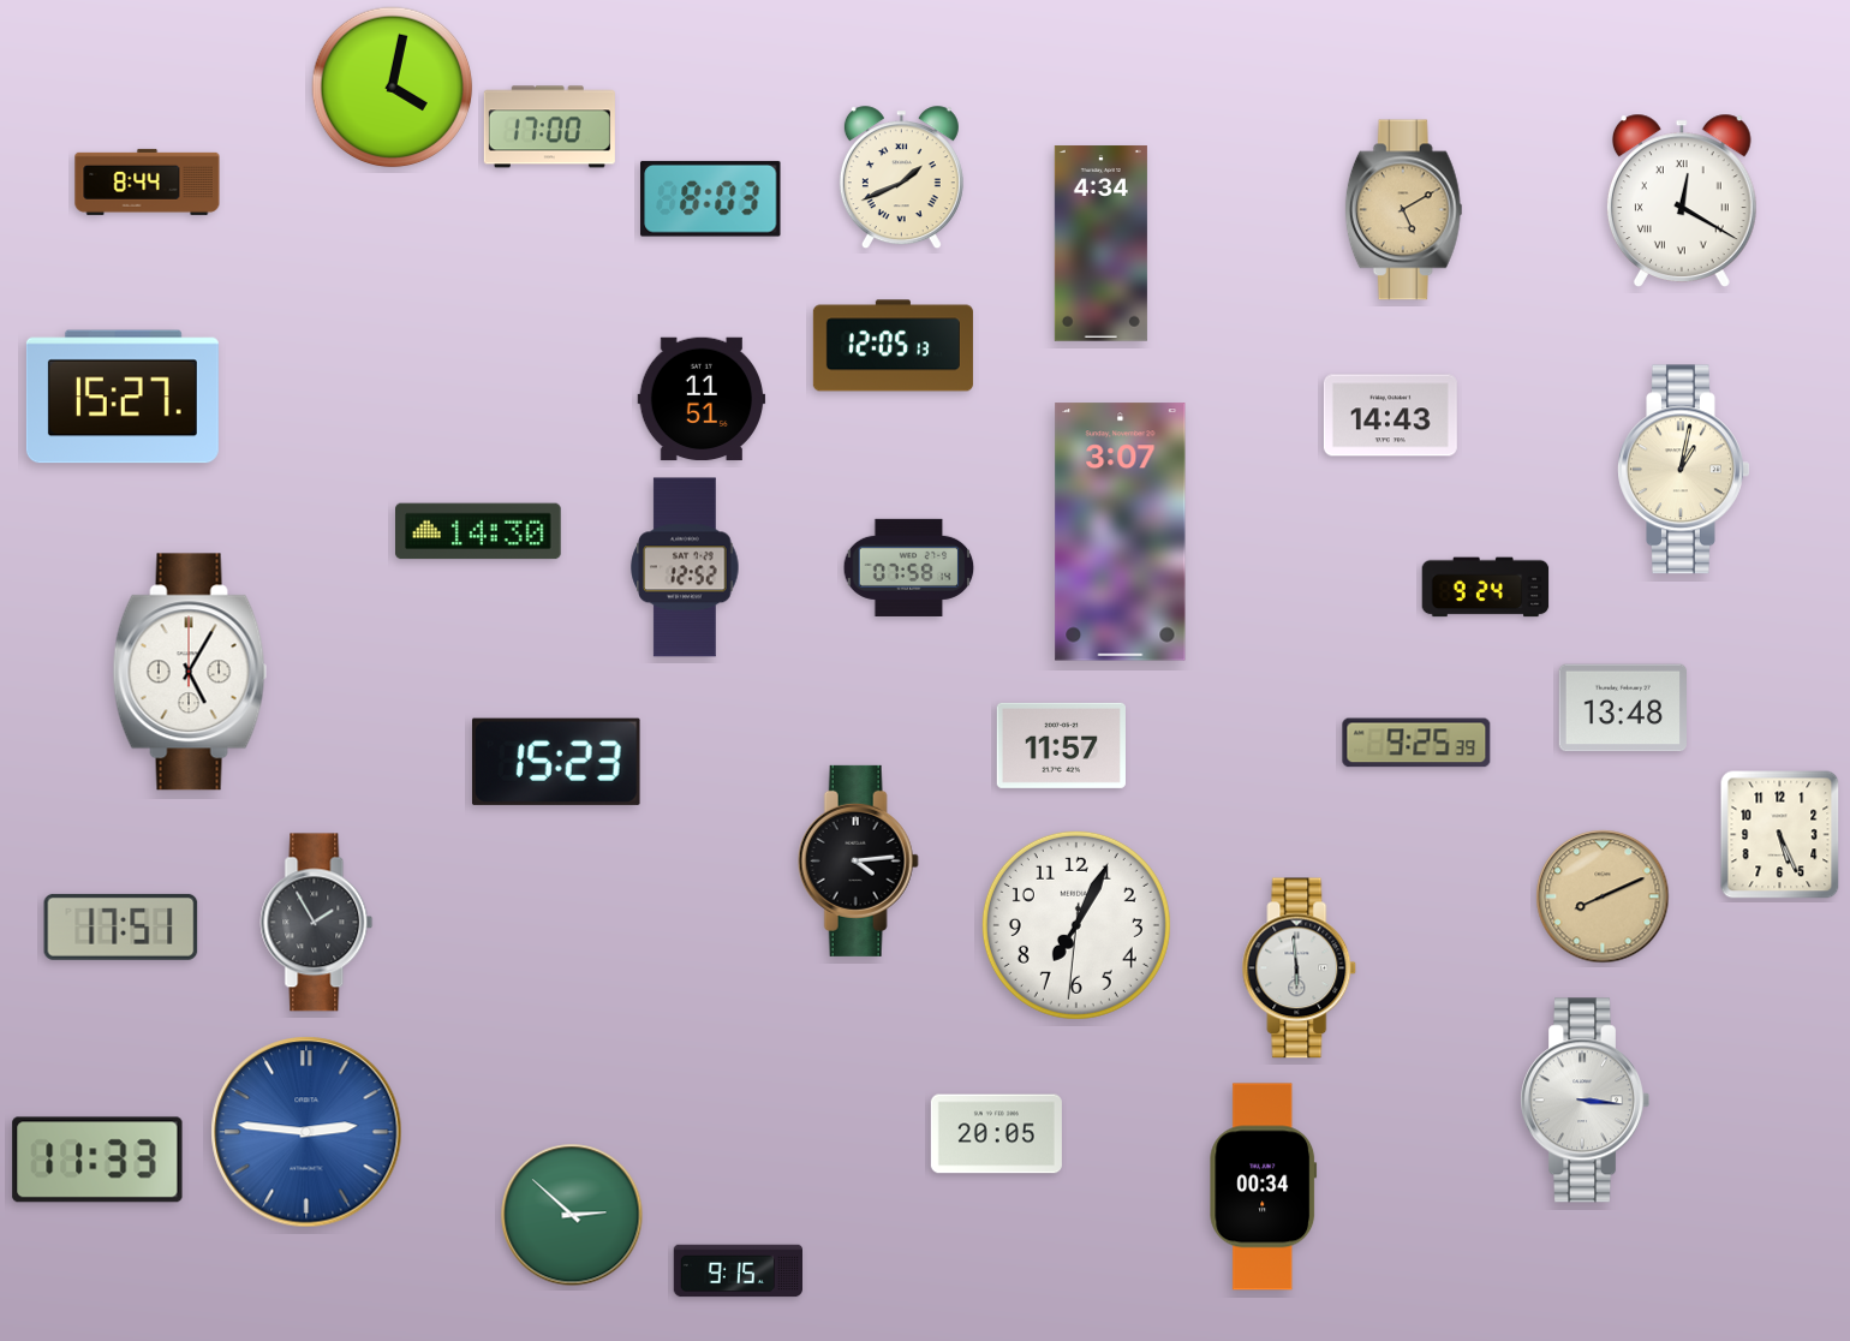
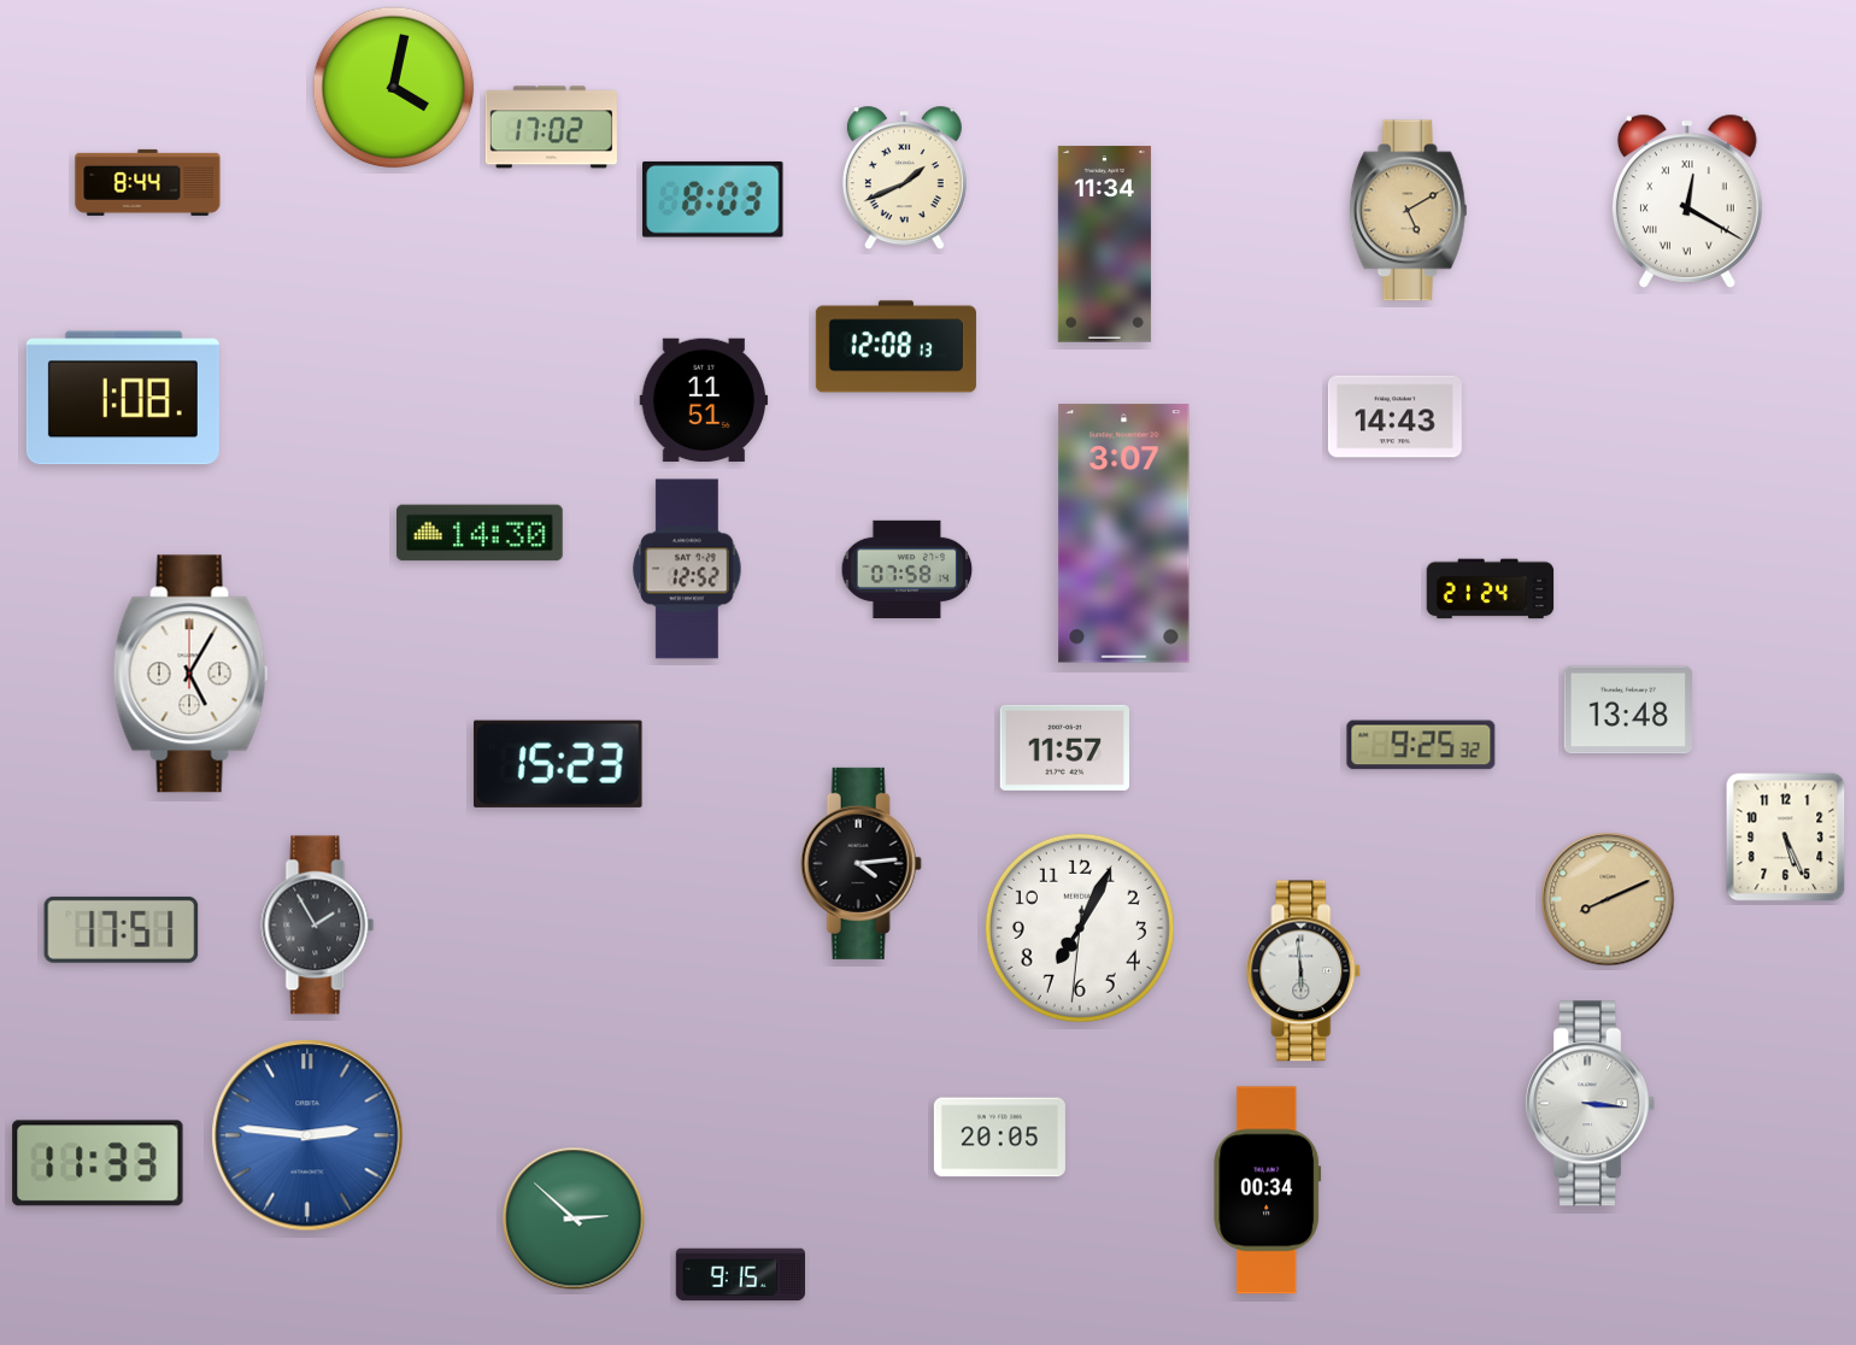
clock at (549, 127): 17:00 -> 17:02
clock at (1100, 244): 4:34 -> 11:34
clock at (893, 346): 12:05 -> 12:08
clock at (123, 397): 15:27 -> 1:08
clock at (1684, 470): 1:02 -> none
clock at (909, 567) position: (909, 567) -> (908, 569)
clock at (1486, 588): 9:24 -> 21:24
clock at (1416, 743): 9:25:39 -> 9:25:32
